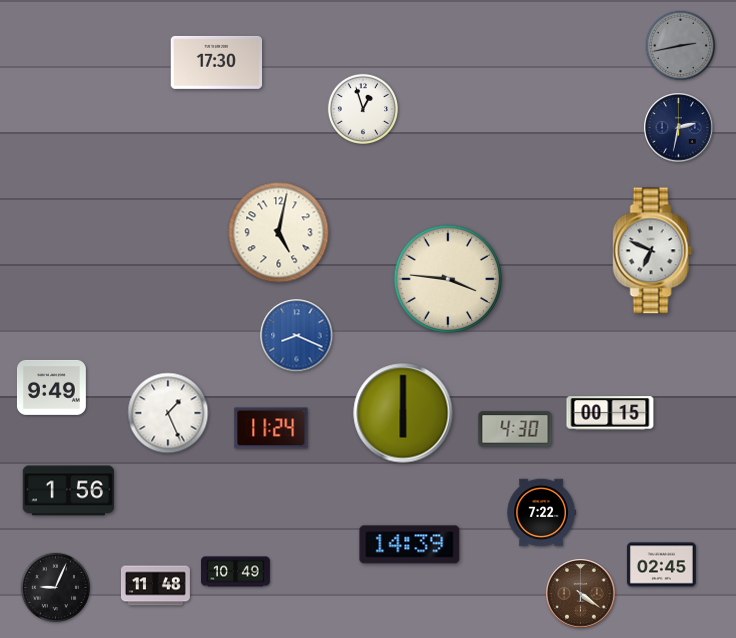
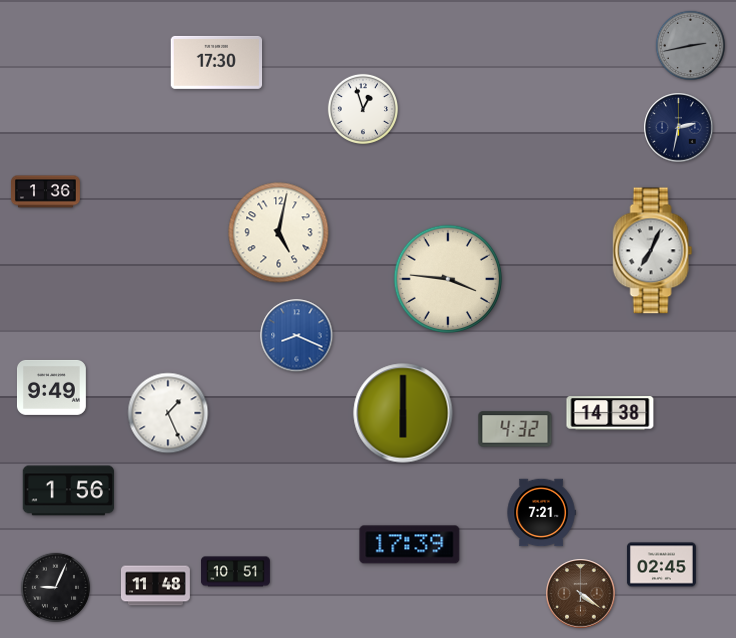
clock at (680, 45) position: (680, 45) -> (690, 45)
clock at (46, 192): none -> 1:36
clock at (653, 251): 6:49 -> 7:04
clock at (610, 413): 00:15 -> 14:38
clock at (271, 428): 11:24 -> none
clock at (515, 429): 4:30 -> 4:32
clock at (541, 513): 7:22 -> 7:21
clock at (410, 545): 14:39 -> 17:39
clock at (236, 572): 10:49 -> 10:51
